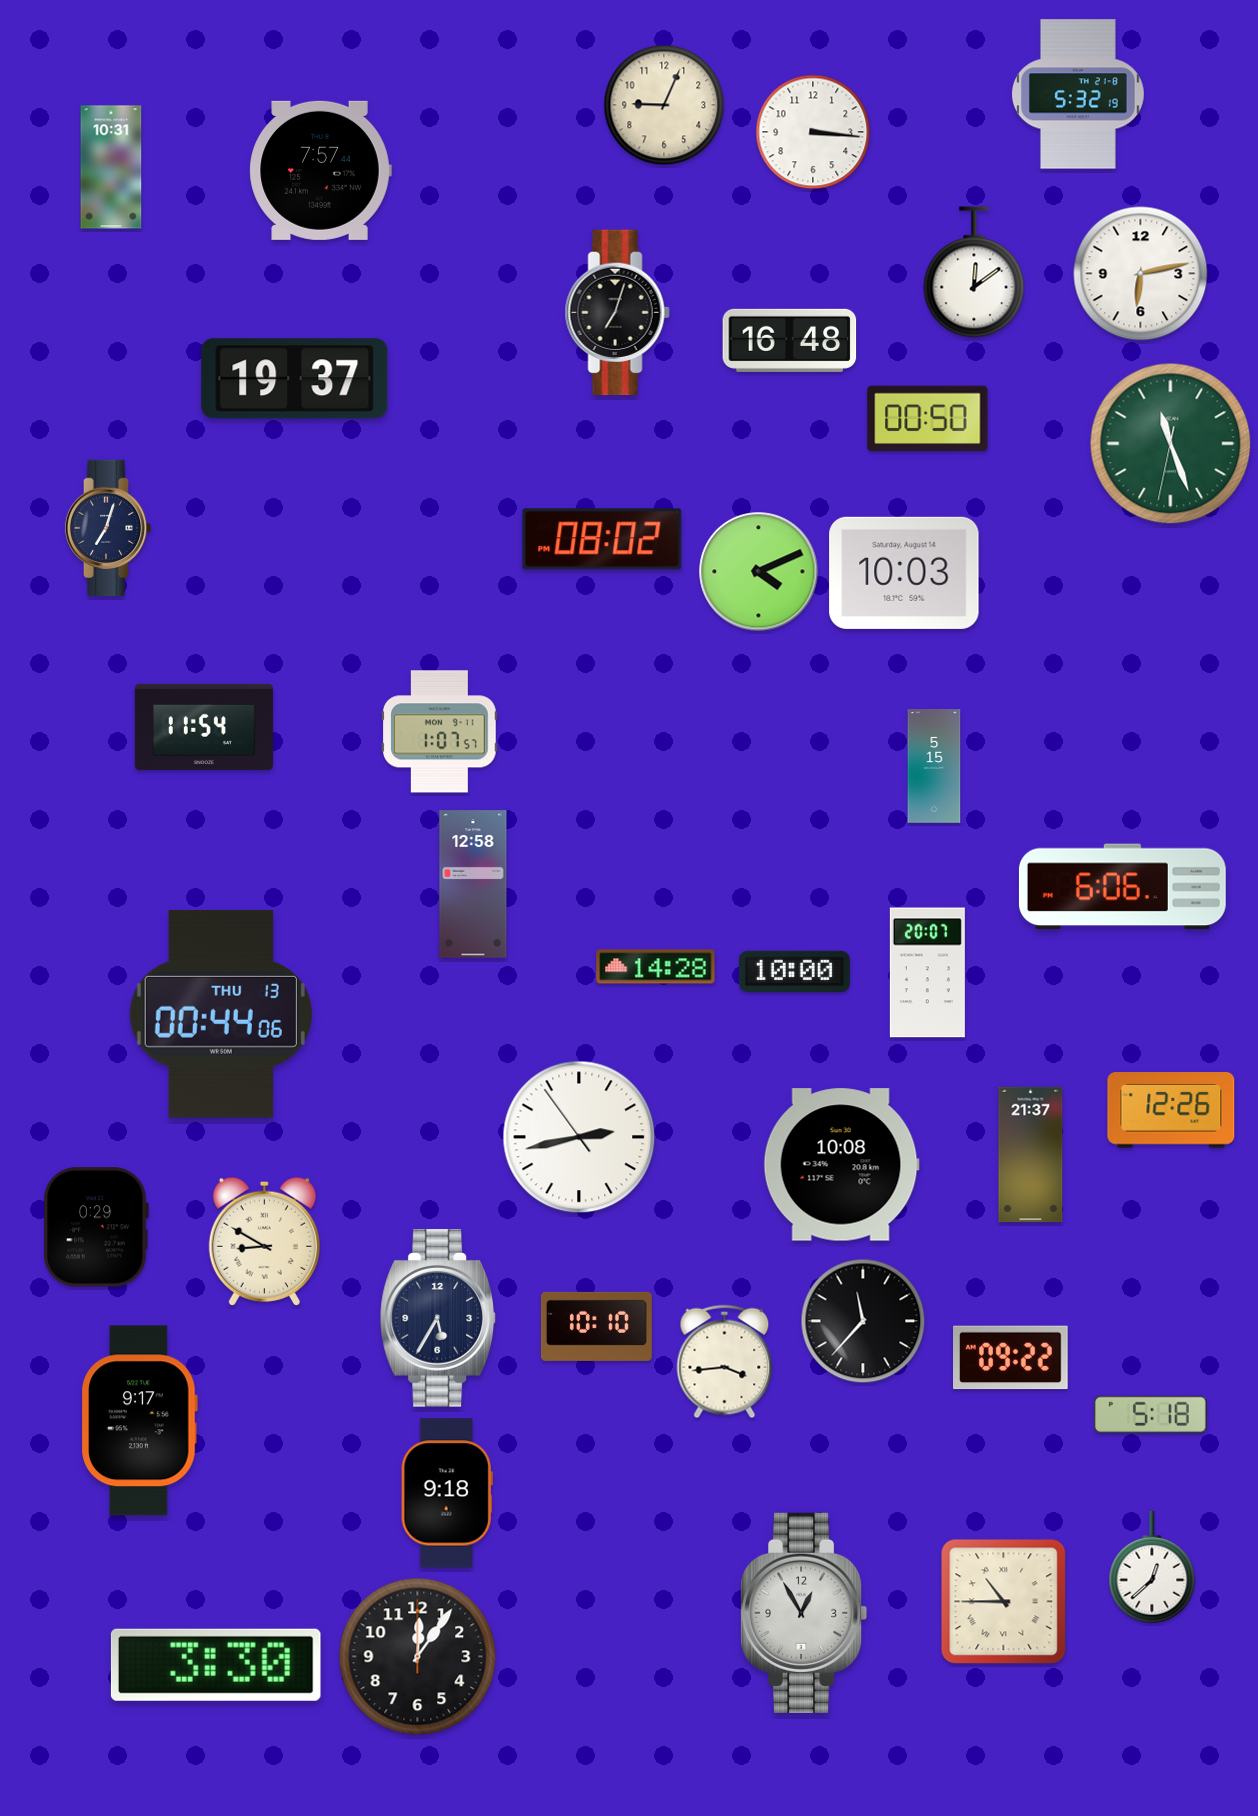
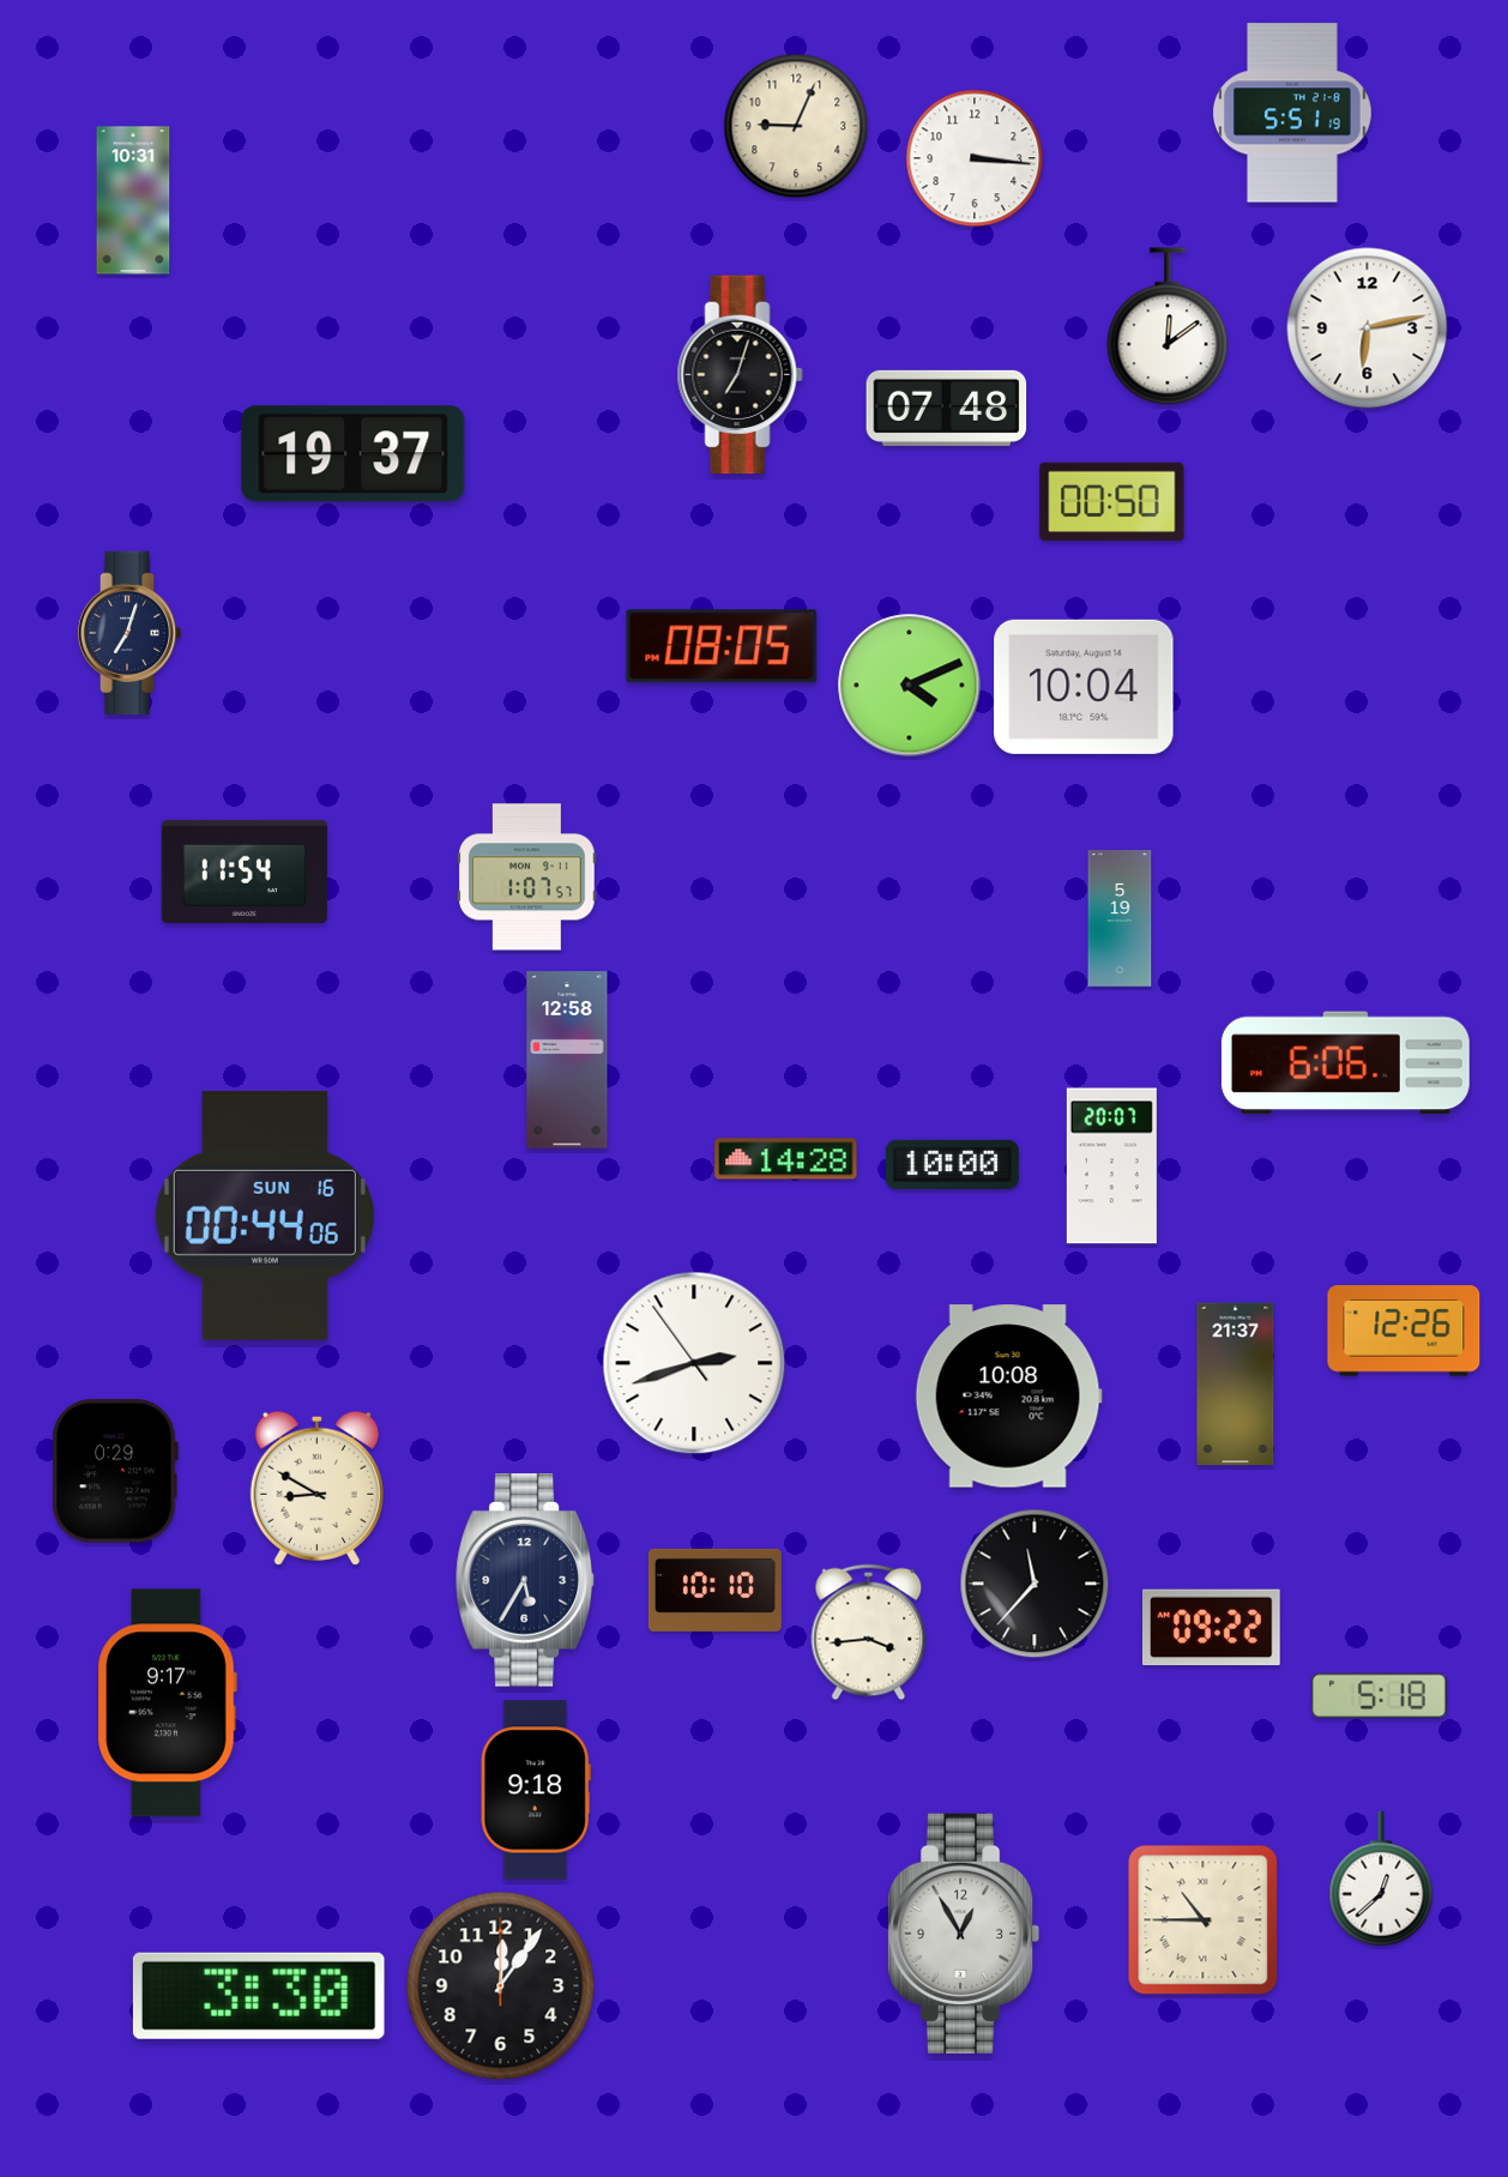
clock at (1079, 94): 5:32 -> 5:51
clock at (320, 170): 7:57 -> none
clock at (790, 340): 16:48 -> 07:48
clock at (1171, 444): 11:26 -> none
clock at (602, 539): 08:02 -> 08:05
clock at (904, 573): 10:03 -> 10:04
clock at (934, 766): 5:15 -> 5:19
clock at (221, 1014) date: THU 13 -> SUN 16
clock at (579, 1137): 2:42 -> 2:41
